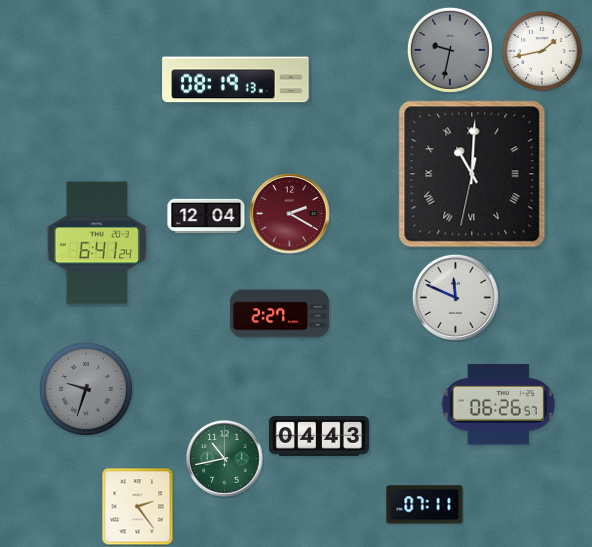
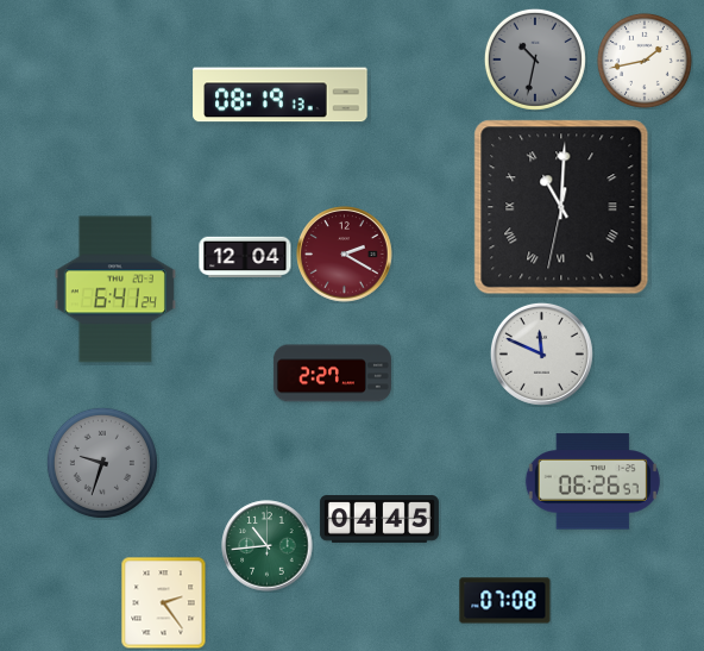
clock at (450, 50): 9:32 -> 10:32
clock at (319, 437): 04:43 -> 04:45
clock at (225, 459): 10:43 -> 10:44
clock at (425, 505): 07:11 -> 07:08
